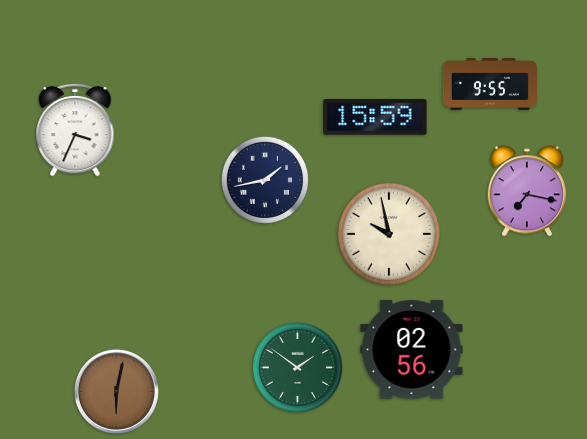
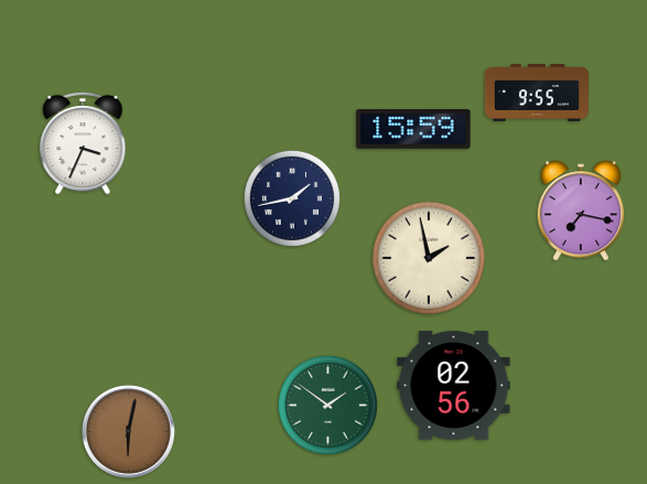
clock at (489, 85) position: (489, 85) -> (536, 94)
clock at (389, 234): 9:58 -> 1:58
